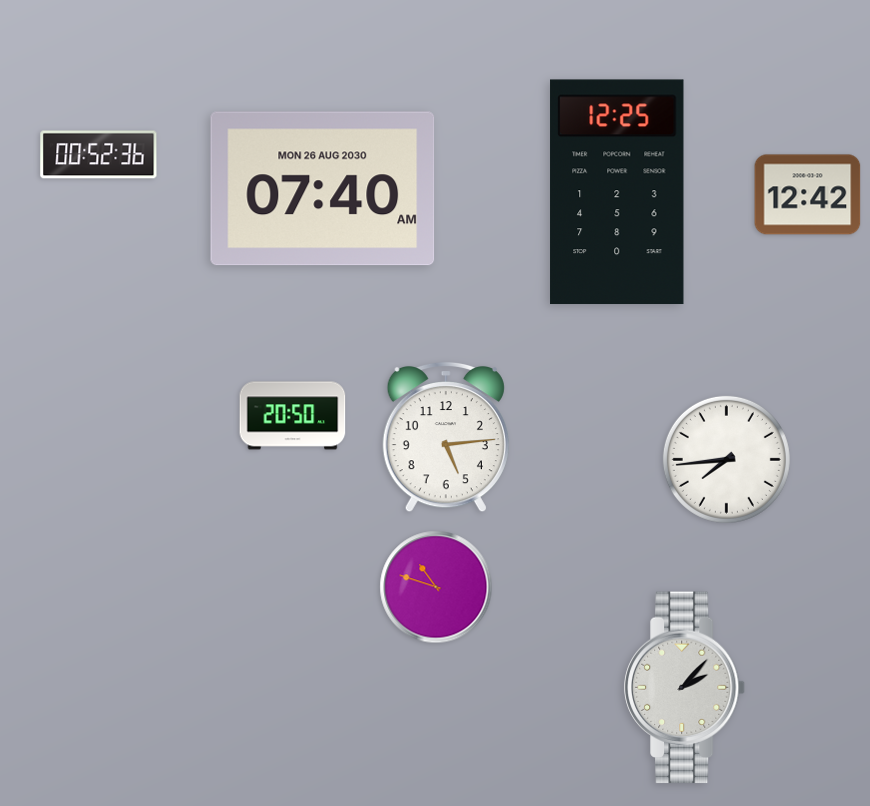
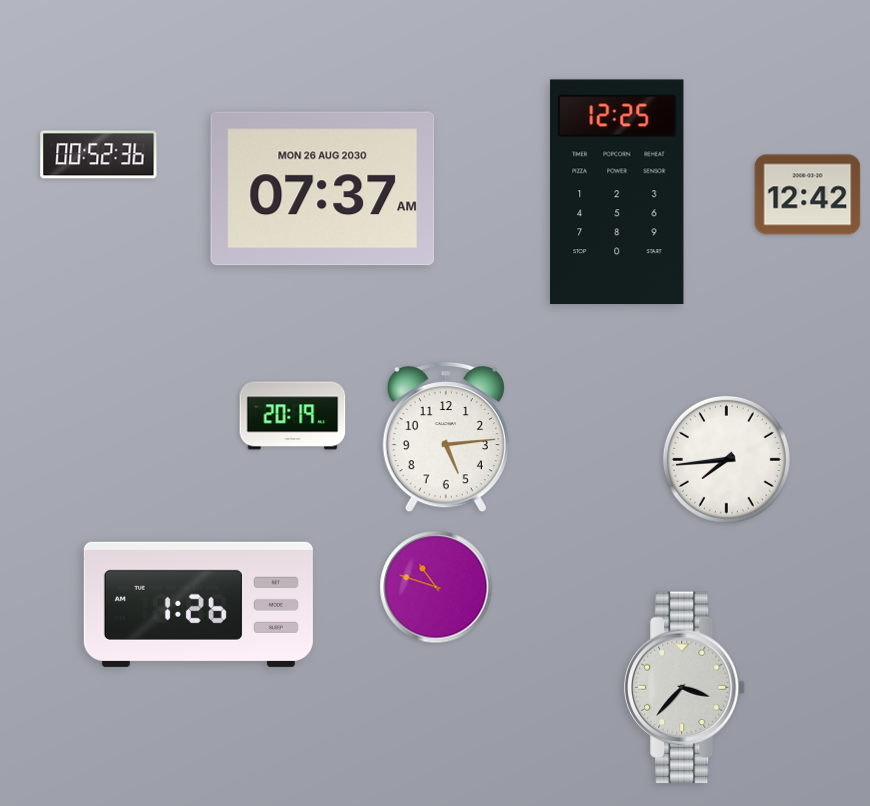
clock at (323, 189): 07:40 -> 07:37
clock at (293, 416): 20:50 -> 20:19
clock at (198, 604): none -> 1:26
clock at (685, 688): 2:07 -> 3:37
